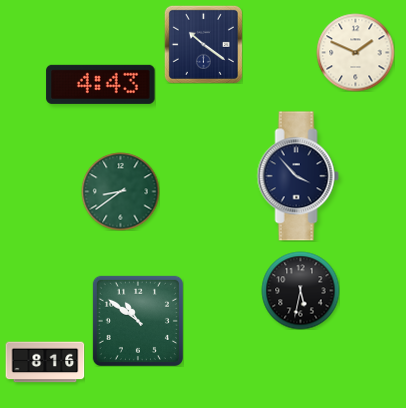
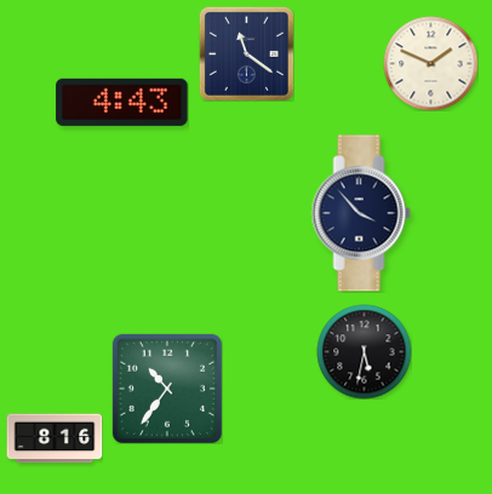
clock at (203, 44): 10:21 -> 11:21
clock at (120, 191): 8:39 -> none
clock at (138, 321): 10:51 -> 10:36
